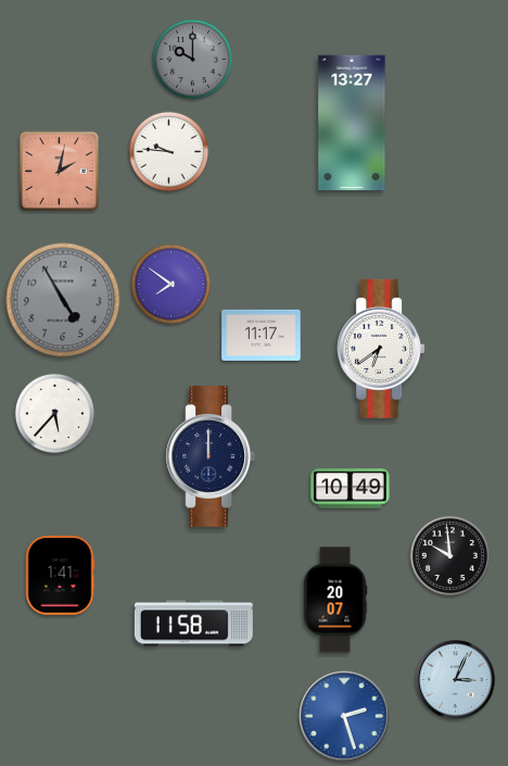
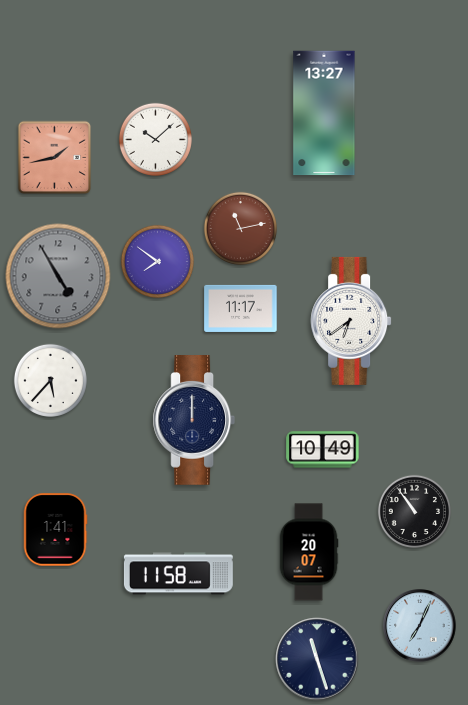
clock at (192, 59): 10:00 -> none
clock at (168, 151): 9:46 -> 10:08
clock at (60, 172): 2:02 -> 1:43
clock at (240, 228): none -> 11:13
clock at (449, 555): 9:59 -> 10:54
clock at (456, 680): 3:04 -> 7:04
clock at (344, 716): 2:27 -> 11:27
clock at (344, 716) dial: blue -> navy
